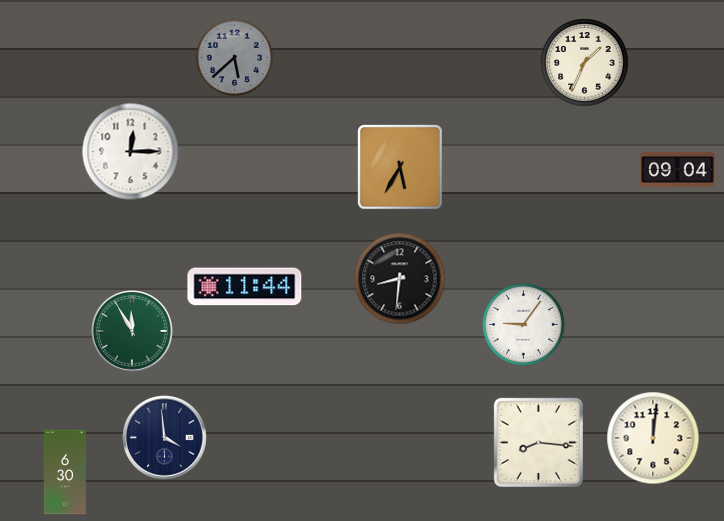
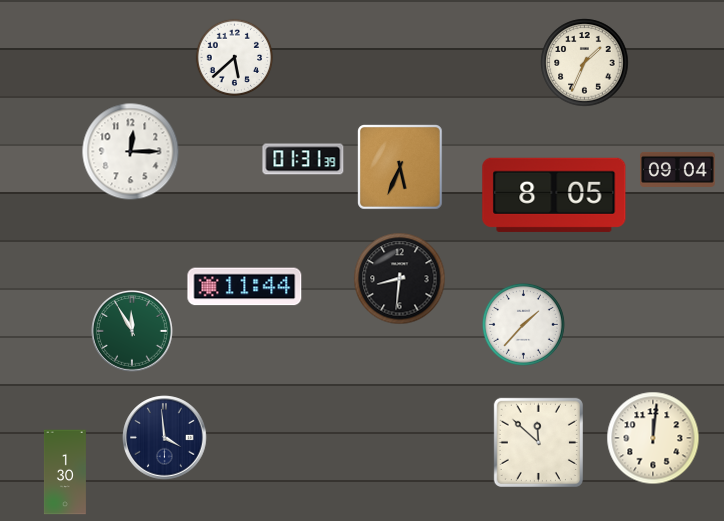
clock at (235, 58) dial: grey -> white
clock at (303, 159): none -> 01:31
clock at (401, 168): 5:35 -> 5:34
clock at (554, 195): none -> 8:05
clock at (523, 324): 9:06 -> 1:37
clock at (538, 442): 8:16 -> 11:52
clock at (65, 472): 6:30 -> 1:30
